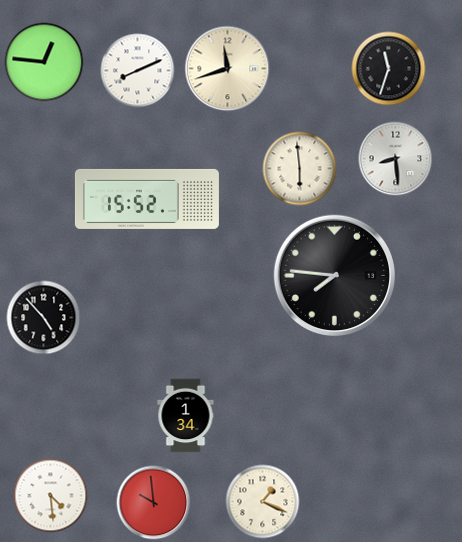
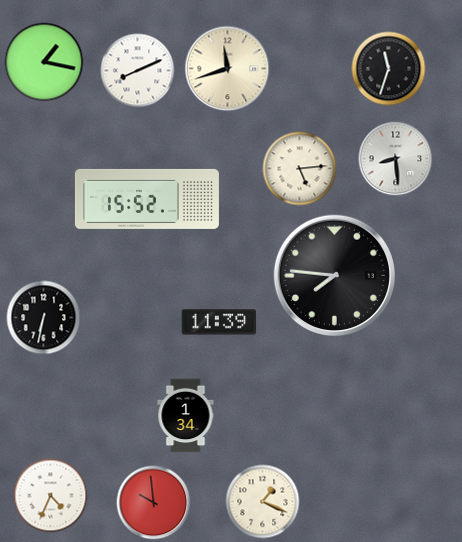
clock at (44, 62): 12:46 -> 1:17
clock at (300, 169): 5:59 -> 5:14
clock at (44, 318): 4:53 -> 6:32
clock at (219, 322): none -> 11:39
clock at (51, 496): 4:29 -> 4:34
